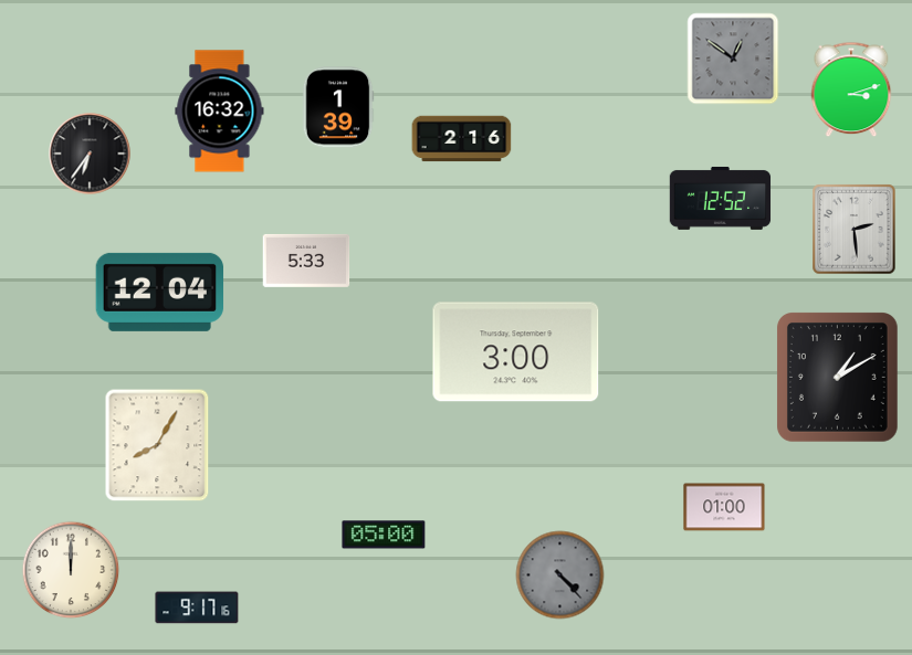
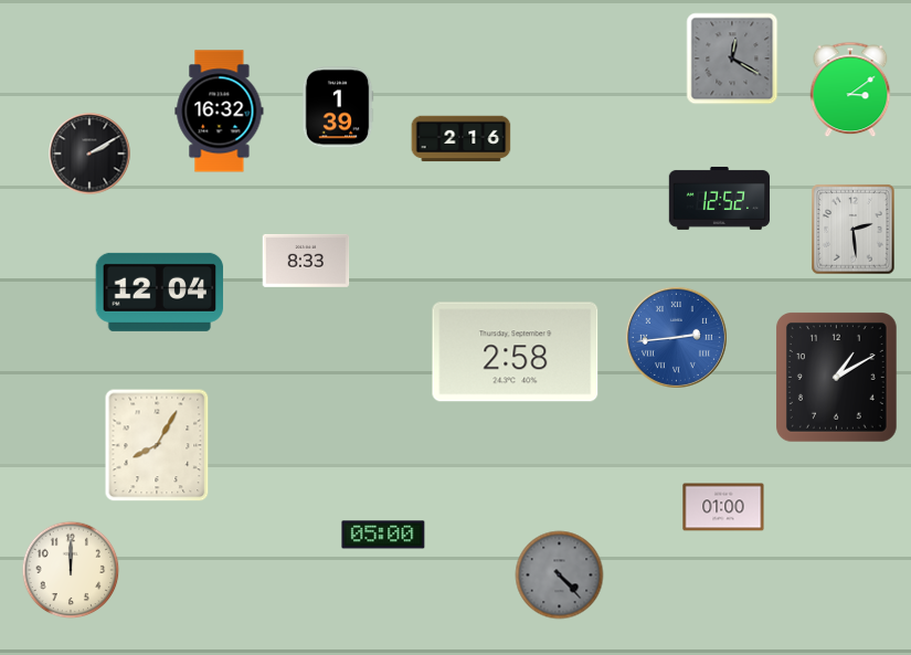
clock at (733, 59): 12:51 -> 12:20
clock at (851, 89): 3:12 -> 3:09
clock at (90, 154): 6:36 -> 2:10
clock at (306, 261): 5:33 -> 8:33
clock at (676, 337): none -> 2:44
clock at (516, 352): 3:00 -> 2:58
clock at (197, 608): 9:17 -> none
